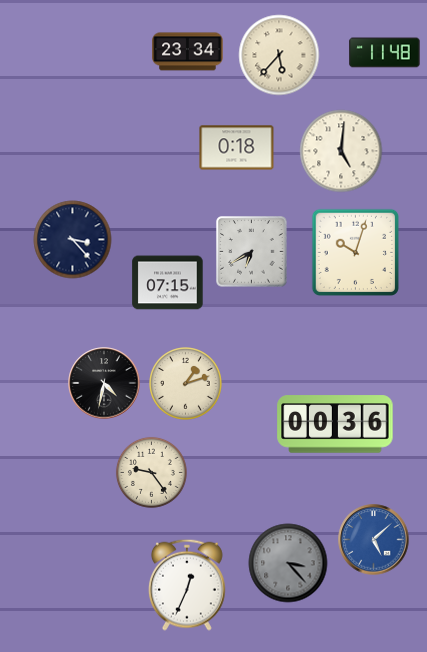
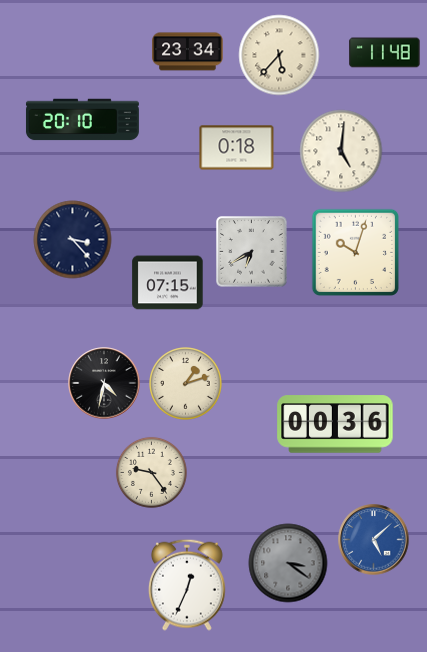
clock at (82, 120): none -> 20:10
clock at (288, 563): 3:23 -> 3:21
